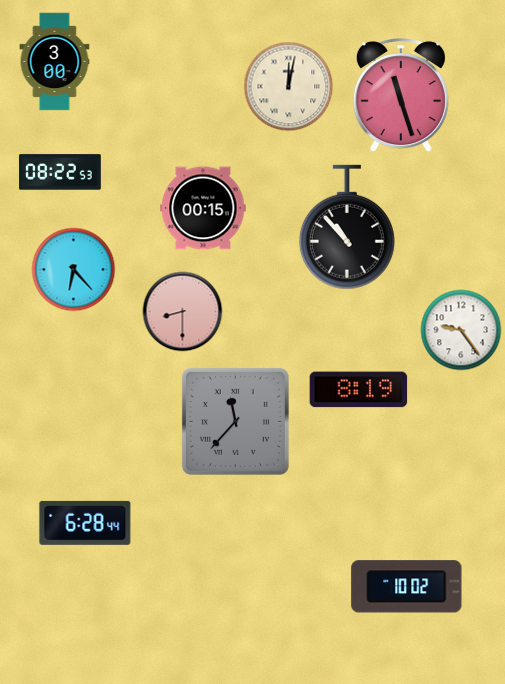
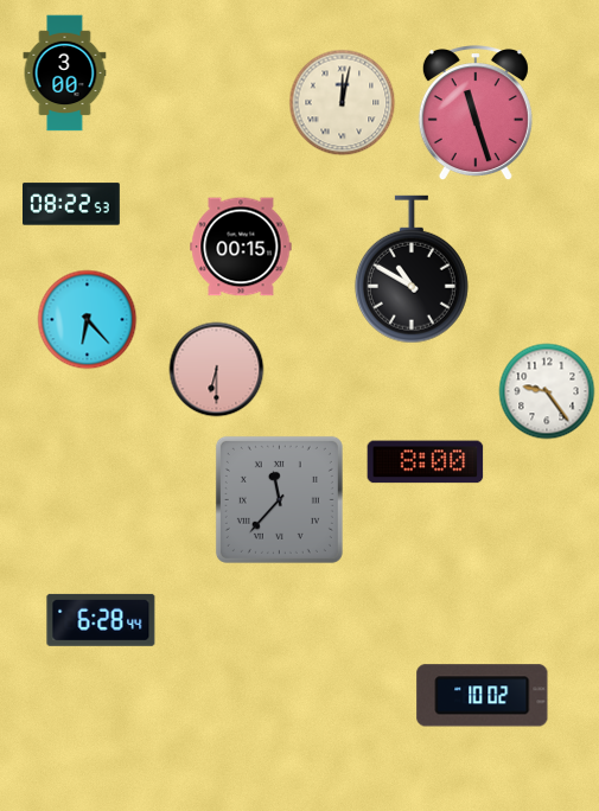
clock at (347, 227): 10:53 -> 10:50
clock at (183, 312): 8:30 -> 6:30
clock at (359, 390): 8:19 -> 8:00
